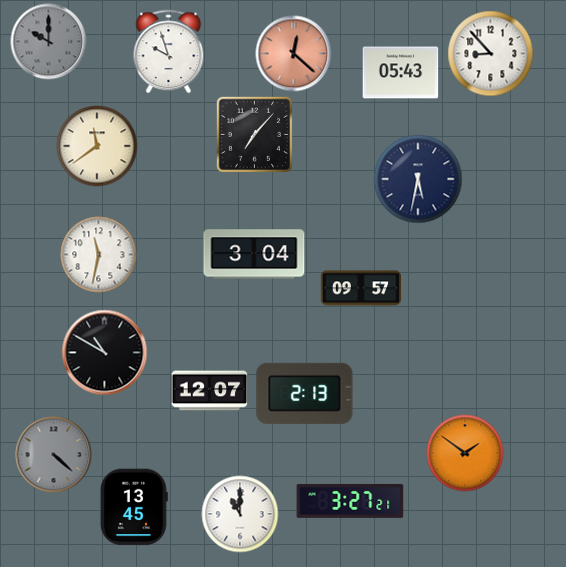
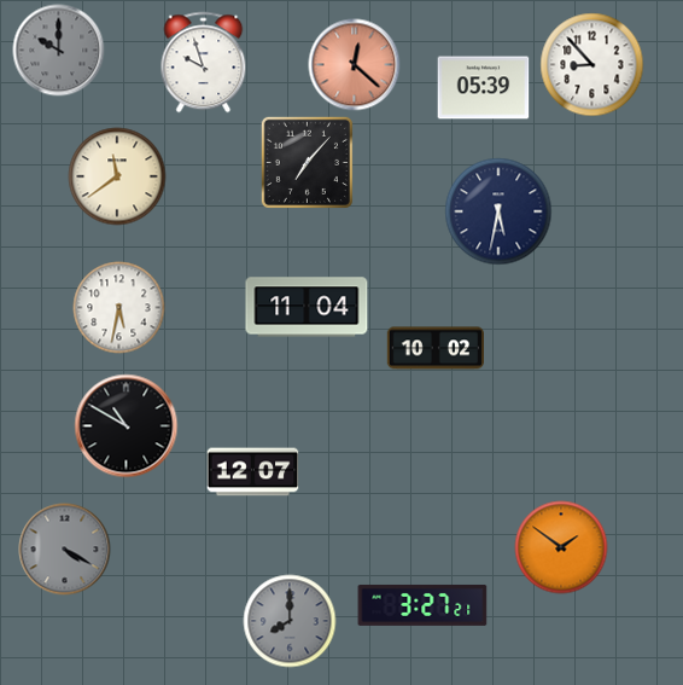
clock at (401, 73): 05:43 -> 05:39
clock at (418, 179) position: (418, 179) -> (498, 211)
clock at (254, 254): 3:04 -> 11:04
clock at (99, 255): 11:32 -> 5:32
clock at (360, 288): 09:57 -> 10:02
clock at (305, 393): 2:13 -> none
clock at (54, 455): 4:22 -> 4:20
clock at (134, 507): 13:45 -> none
clock at (240, 514): 11:00 -> 8:00
clock at (240, 514) dial: white -> grey
